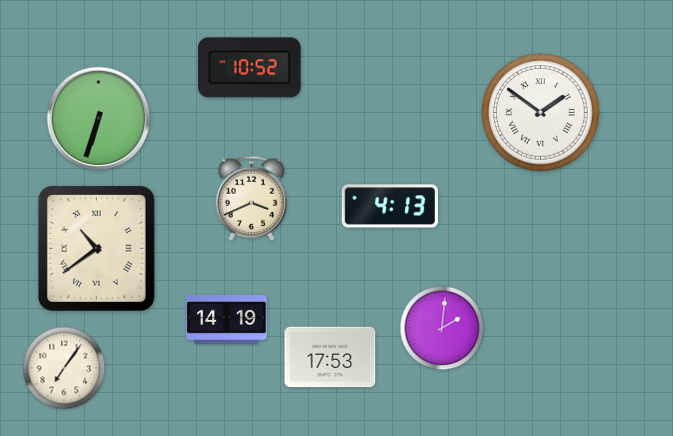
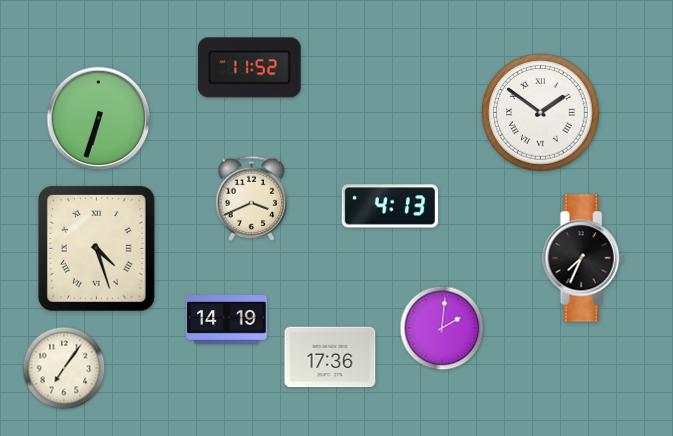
clock at (250, 68): 10:52 -> 11:52
clock at (96, 248): 10:39 -> 4:27
clock at (583, 258): none -> 7:34
clock at (330, 357): 17:53 -> 17:36
